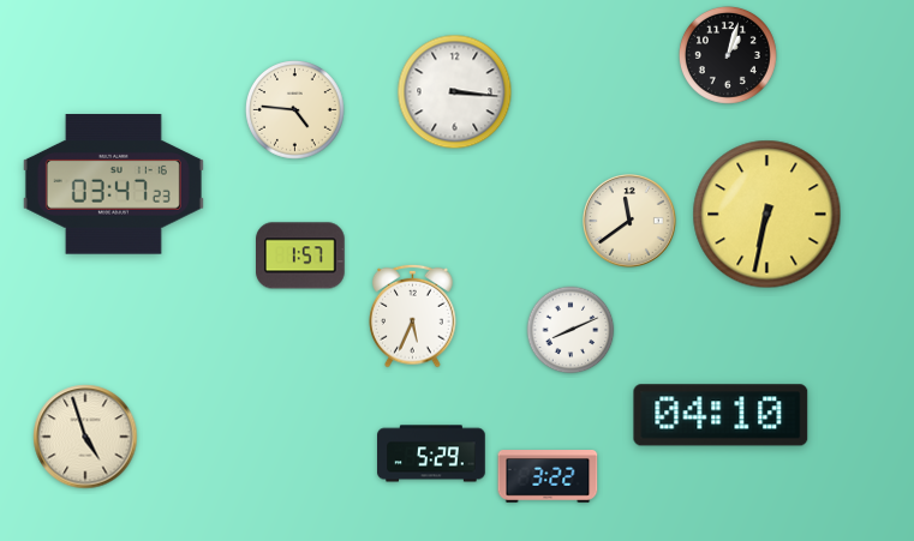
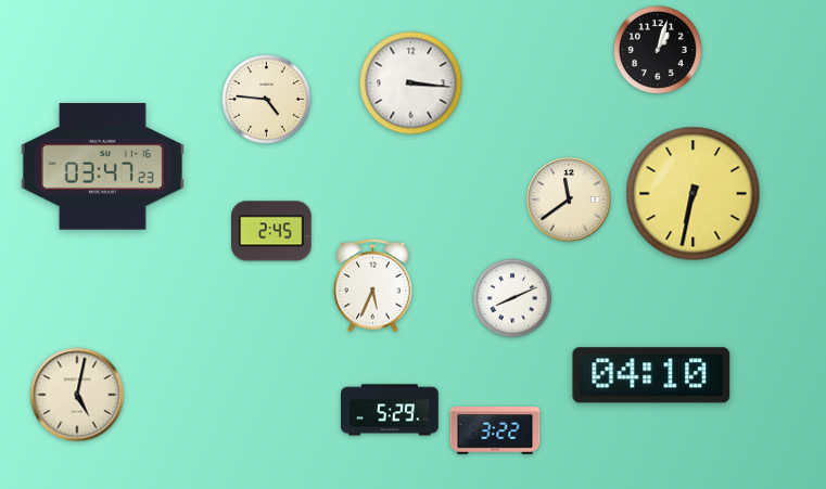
clock at (301, 256): 1:57 -> 2:45
clock at (570, 330) position: (570, 330) -> (512, 298)
clock at (85, 437): 4:57 -> 5:02
